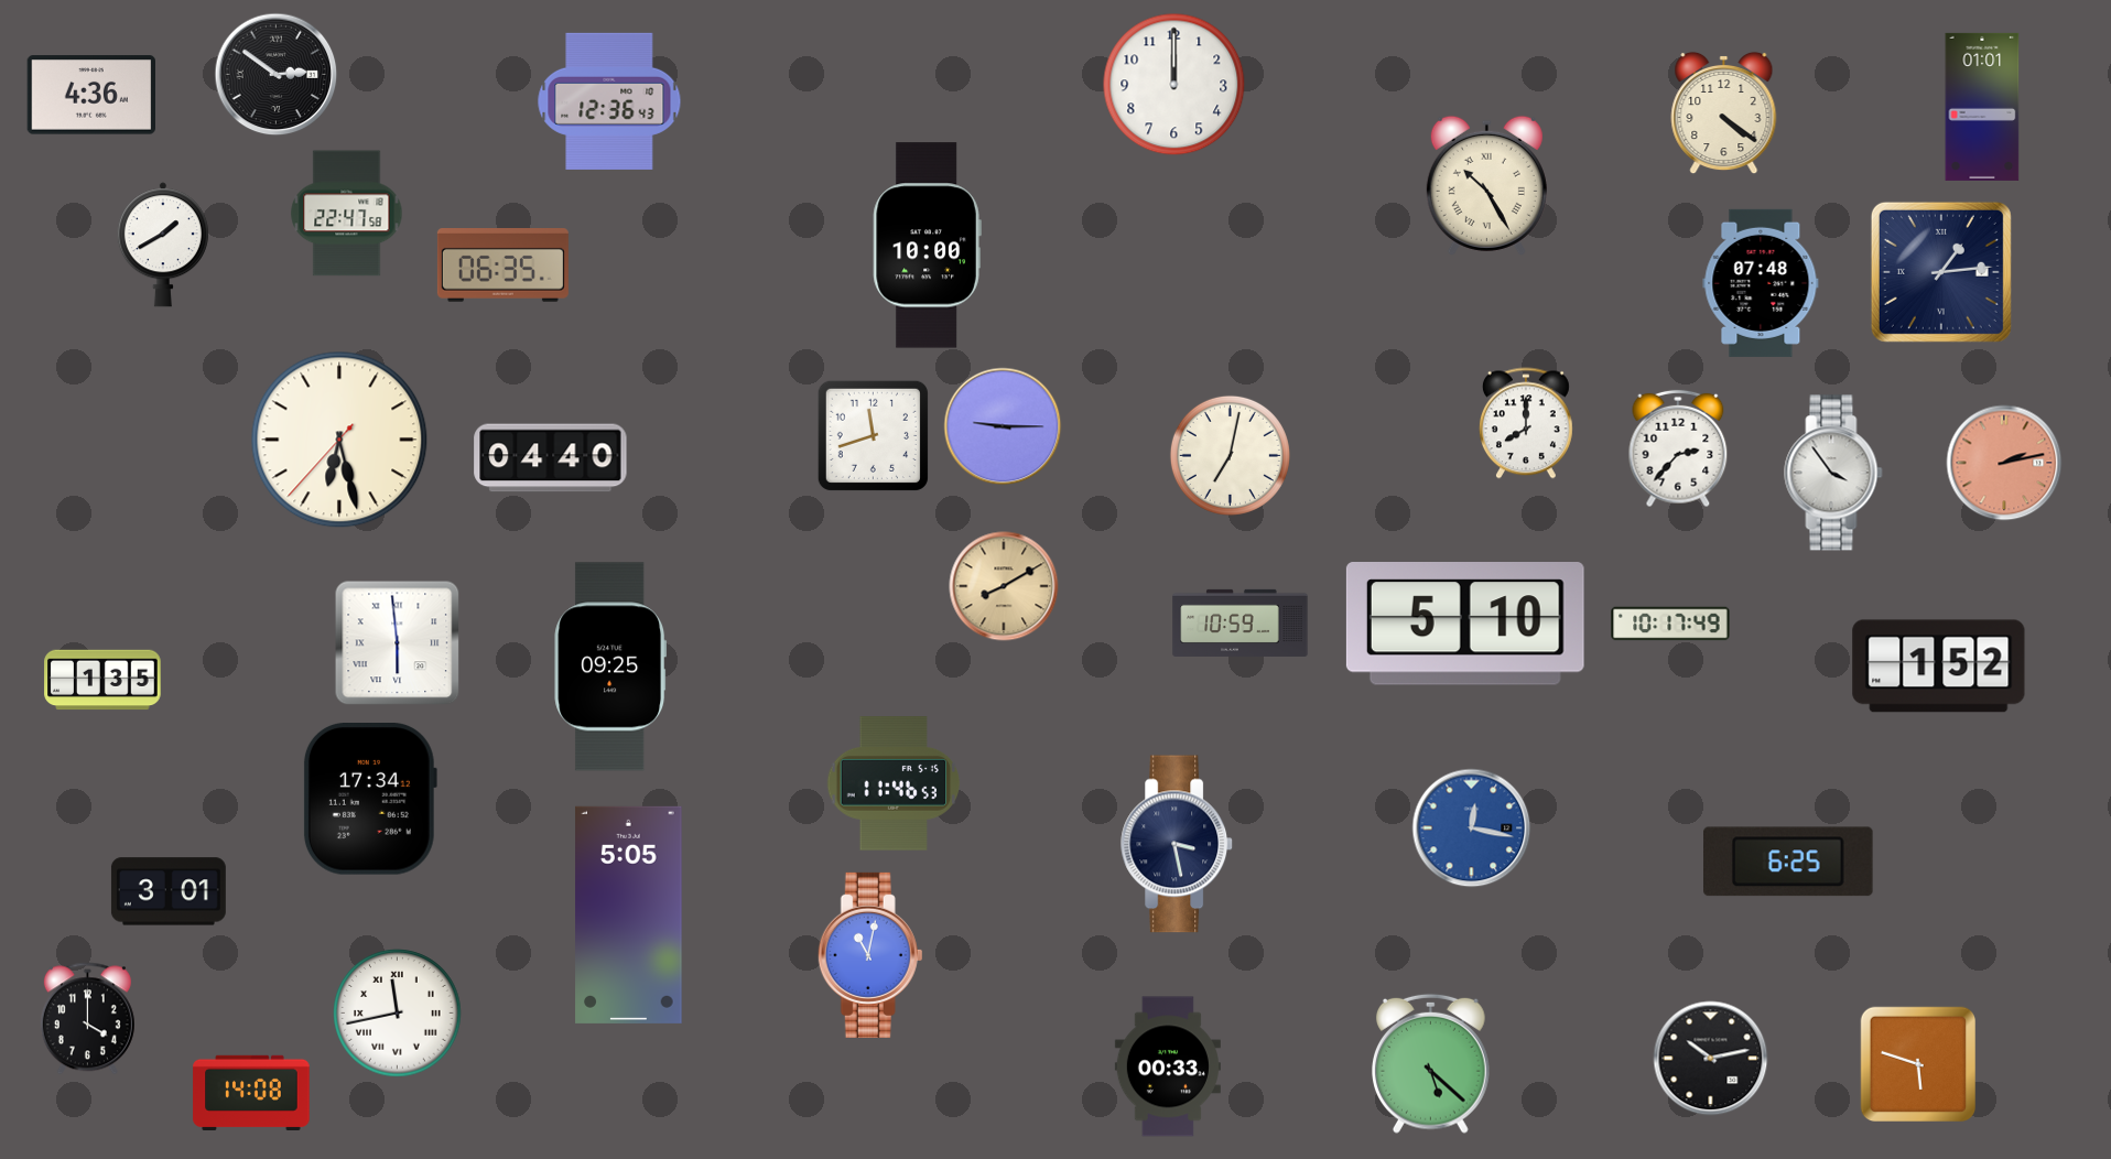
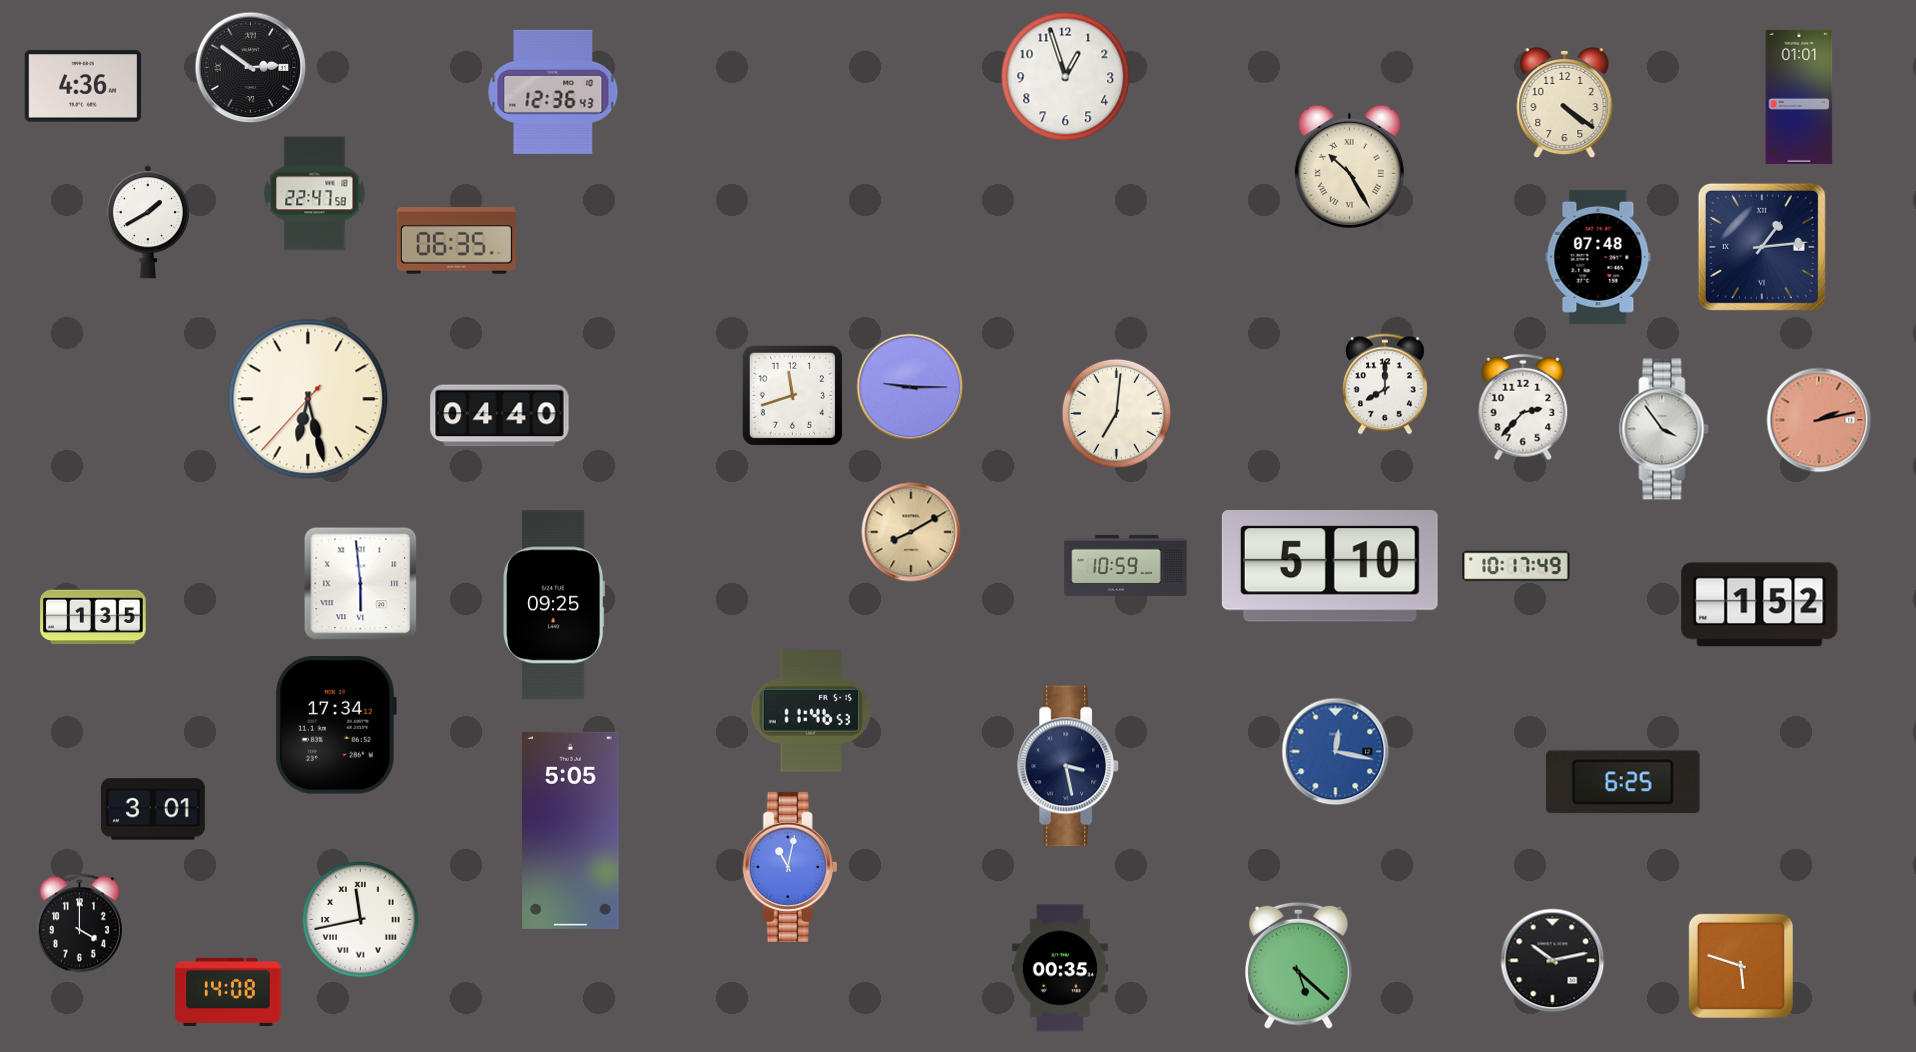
clock at (1174, 85): 12:00 -> 12:57
clock at (927, 246): 10:00 -> none
clock at (1230, 455): 7:02 -> 7:01
clock at (1168, 1066): 00:33 -> 00:35
